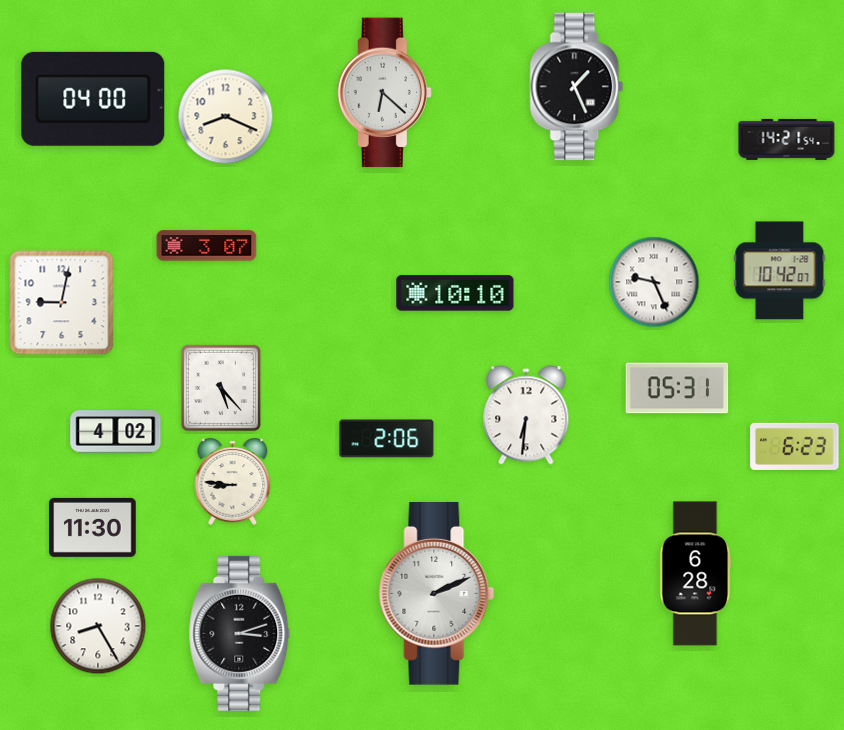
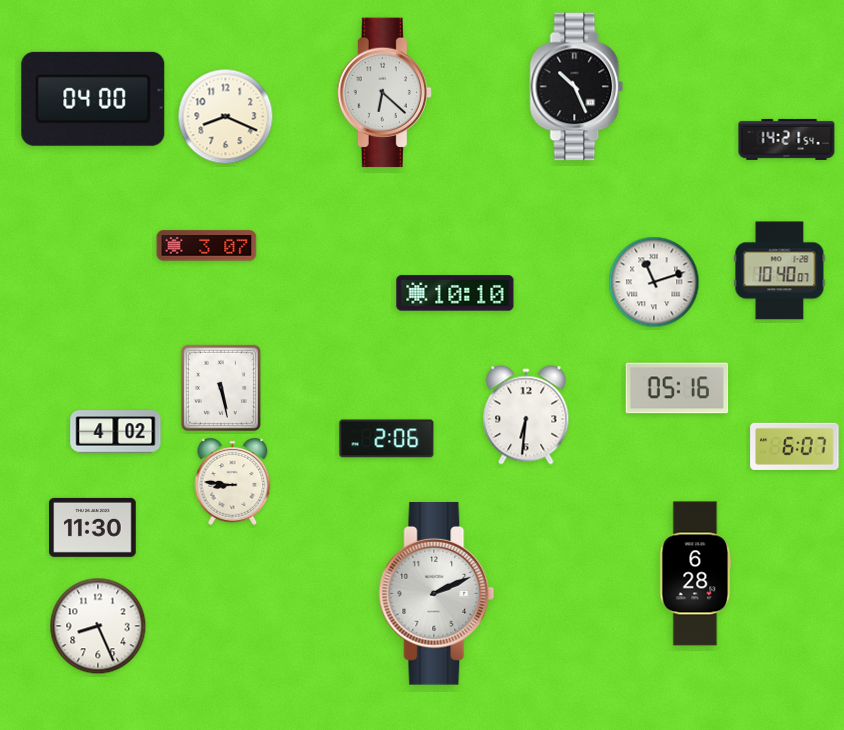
clock at (577, 87): 1:26 -> 10:26
clock at (780, 271): 10:42 -> 10:40
clock at (654, 282): 9:26 -> 11:12
clock at (62, 303): 9:02 -> none
clock at (221, 388): 5:23 -> 5:28
clock at (677, 388): 05:31 -> 05:16
clock at (795, 446): 6:23 -> 6:07
clock at (98, 626): 8:25 -> 8:26
clock at (240, 633): 3:12 -> none
